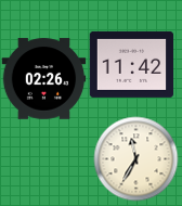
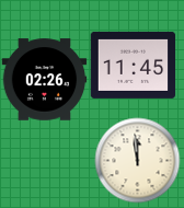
clock at (131, 64): 11:42 -> 11:45
clock at (135, 158): 11:35 -> 11:59
